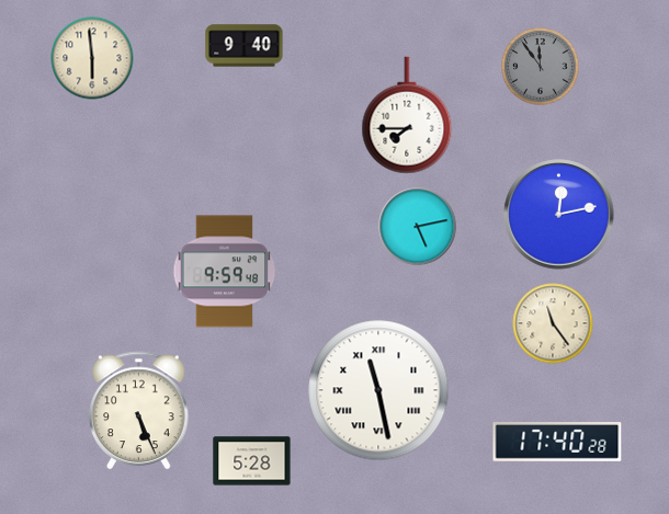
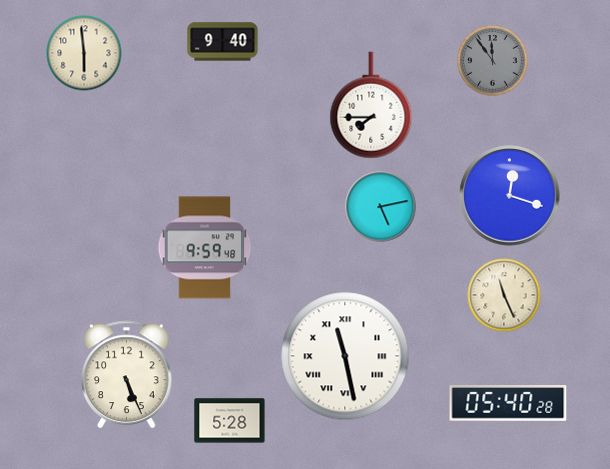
clock at (559, 215): 12:13 -> 12:18
clock at (553, 323): 11:24 -> 11:26
clock at (557, 443): 17:40 -> 05:40
